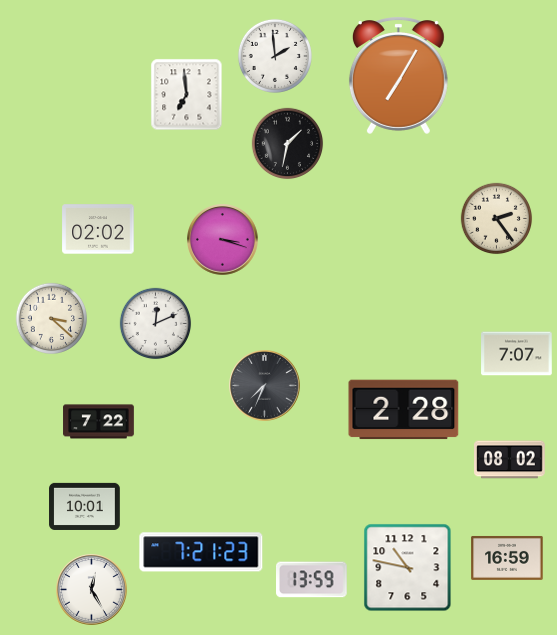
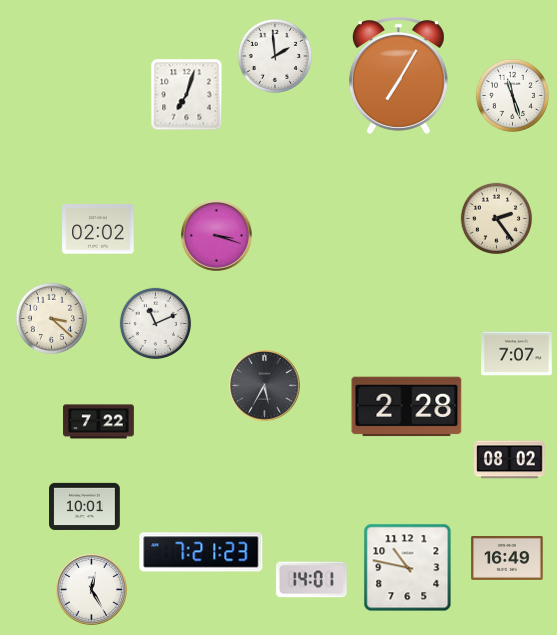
clock at (187, 95): 6:59 -> 7:03
clock at (512, 95): none -> 11:27
clock at (288, 144): 1:32 -> none
clock at (223, 240) position: (223, 240) -> (217, 236)
clock at (156, 324): 12:11 -> 11:11
clock at (265, 386): 7:34 -> 5:35
clock at (404, 410) position: (404, 410) -> (407, 407)
clock at (507, 558): 16:59 -> 16:49
clock at (312, 580): 13:59 -> 14:01
